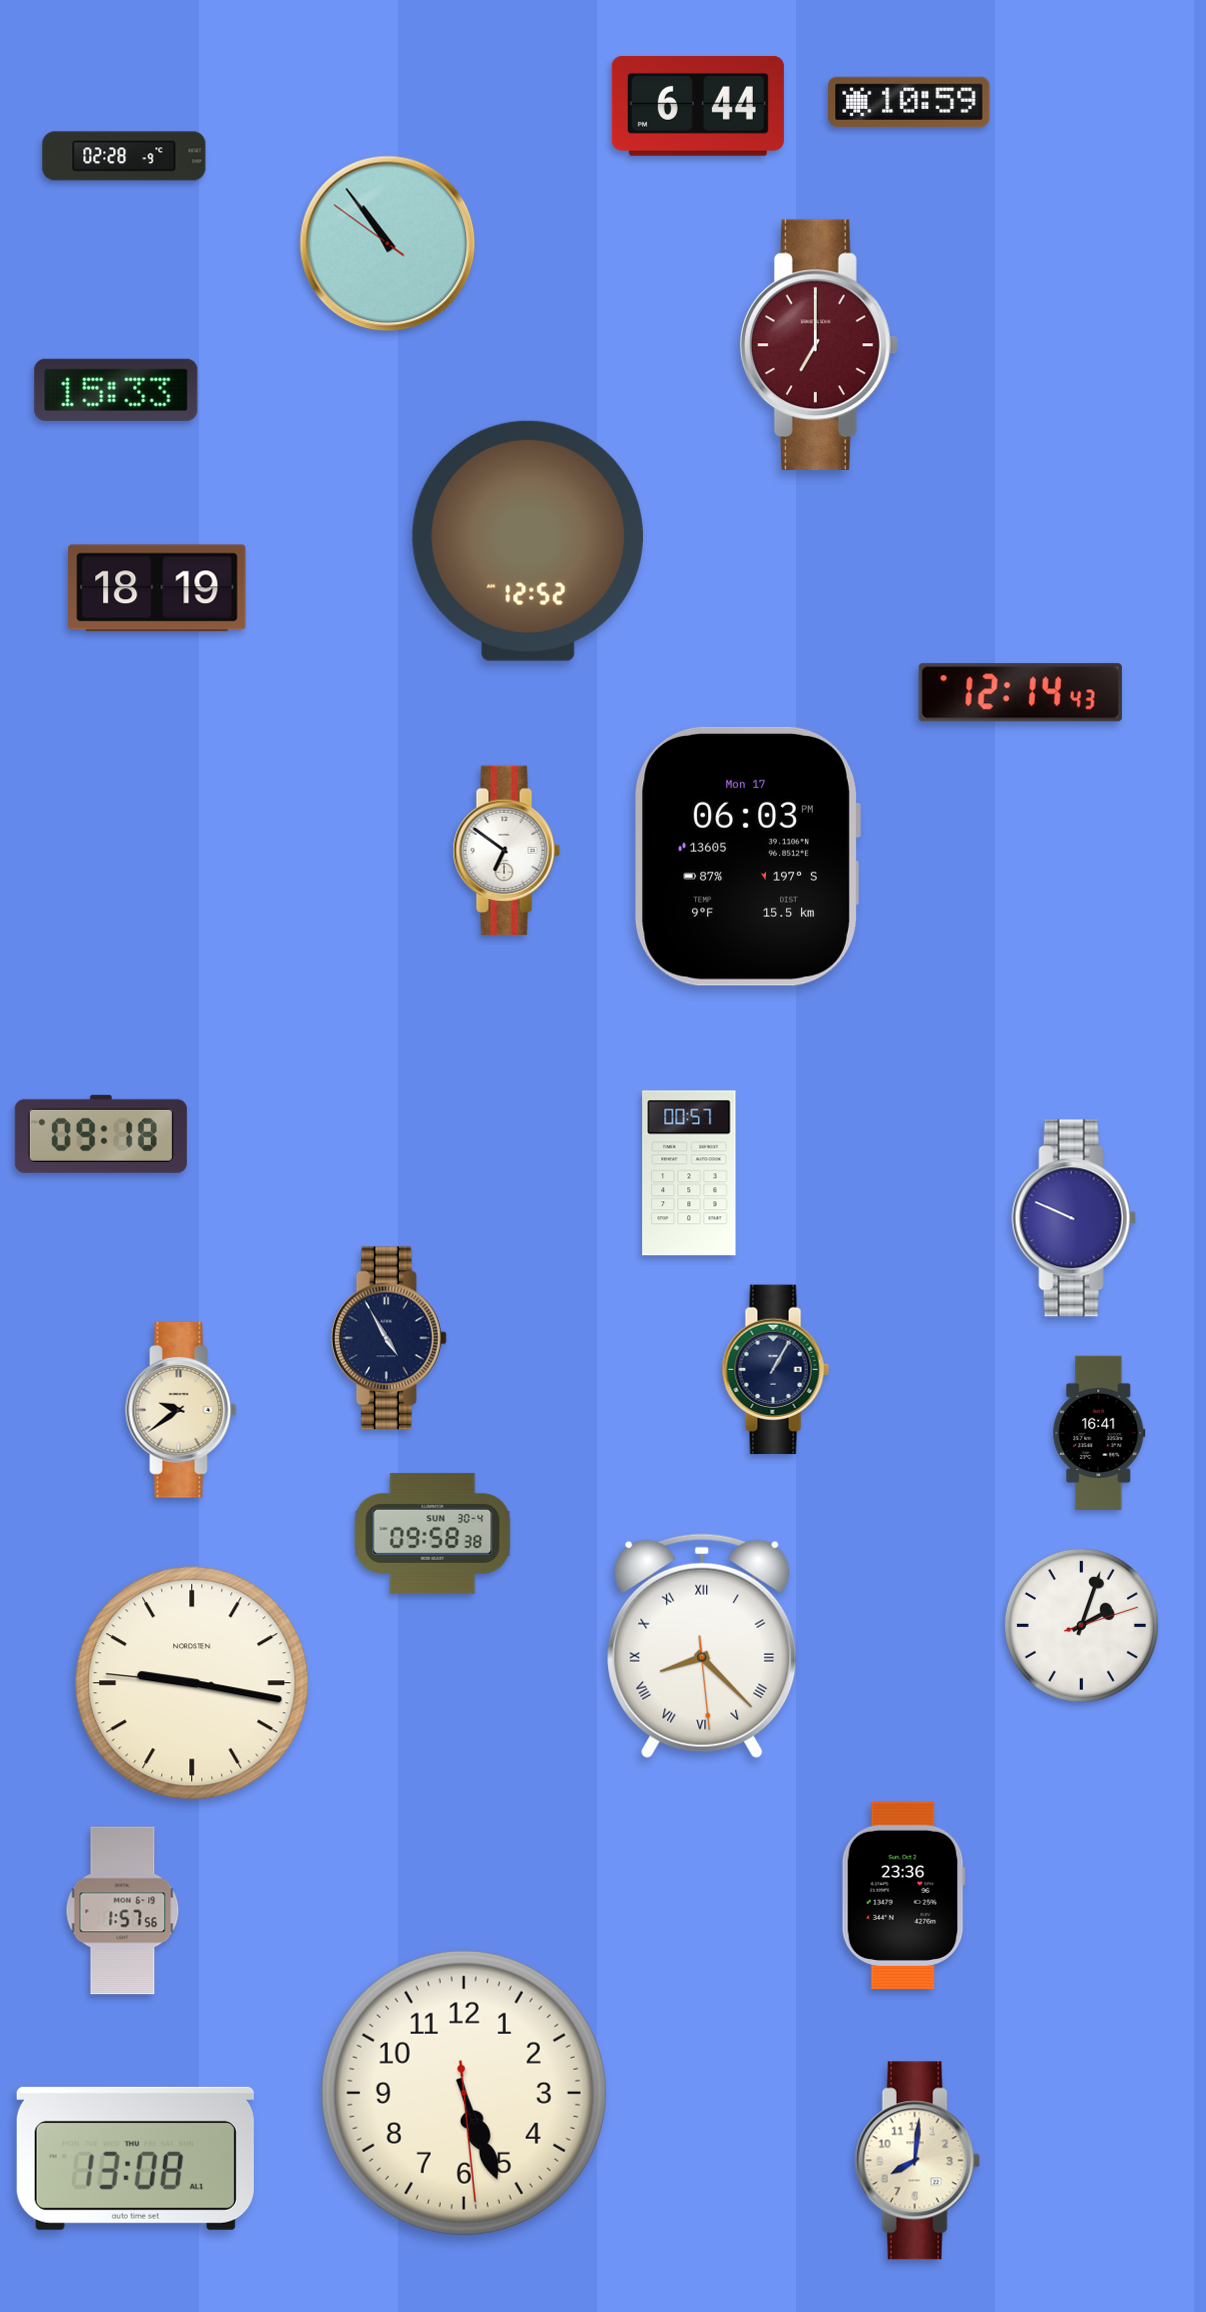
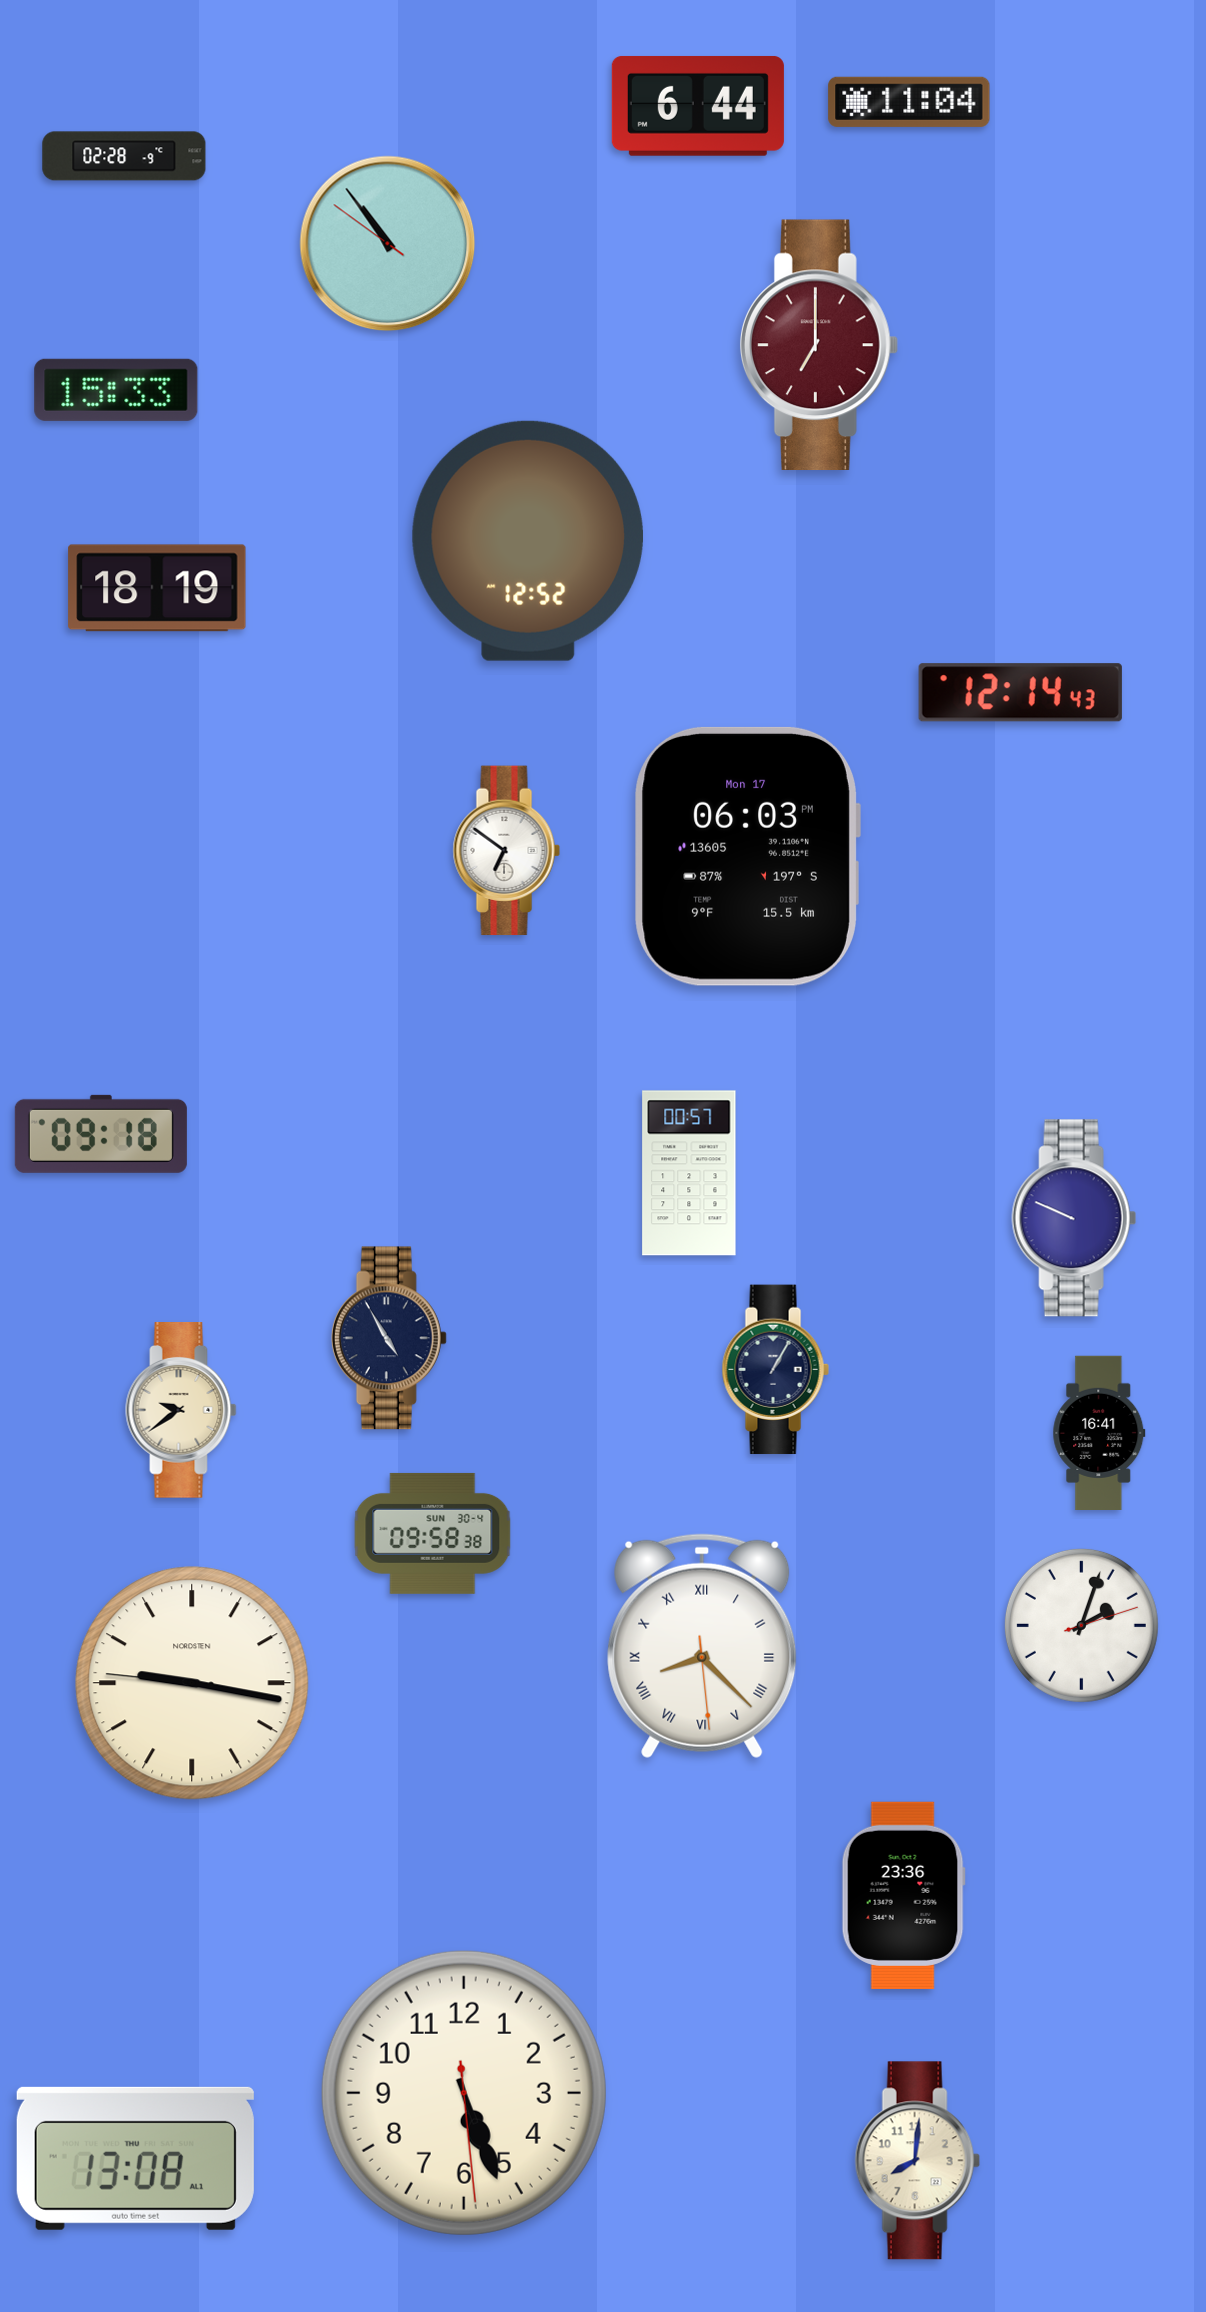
clock at (909, 102): 10:59 -> 11:04
clock at (123, 1911): 1:57 -> none
